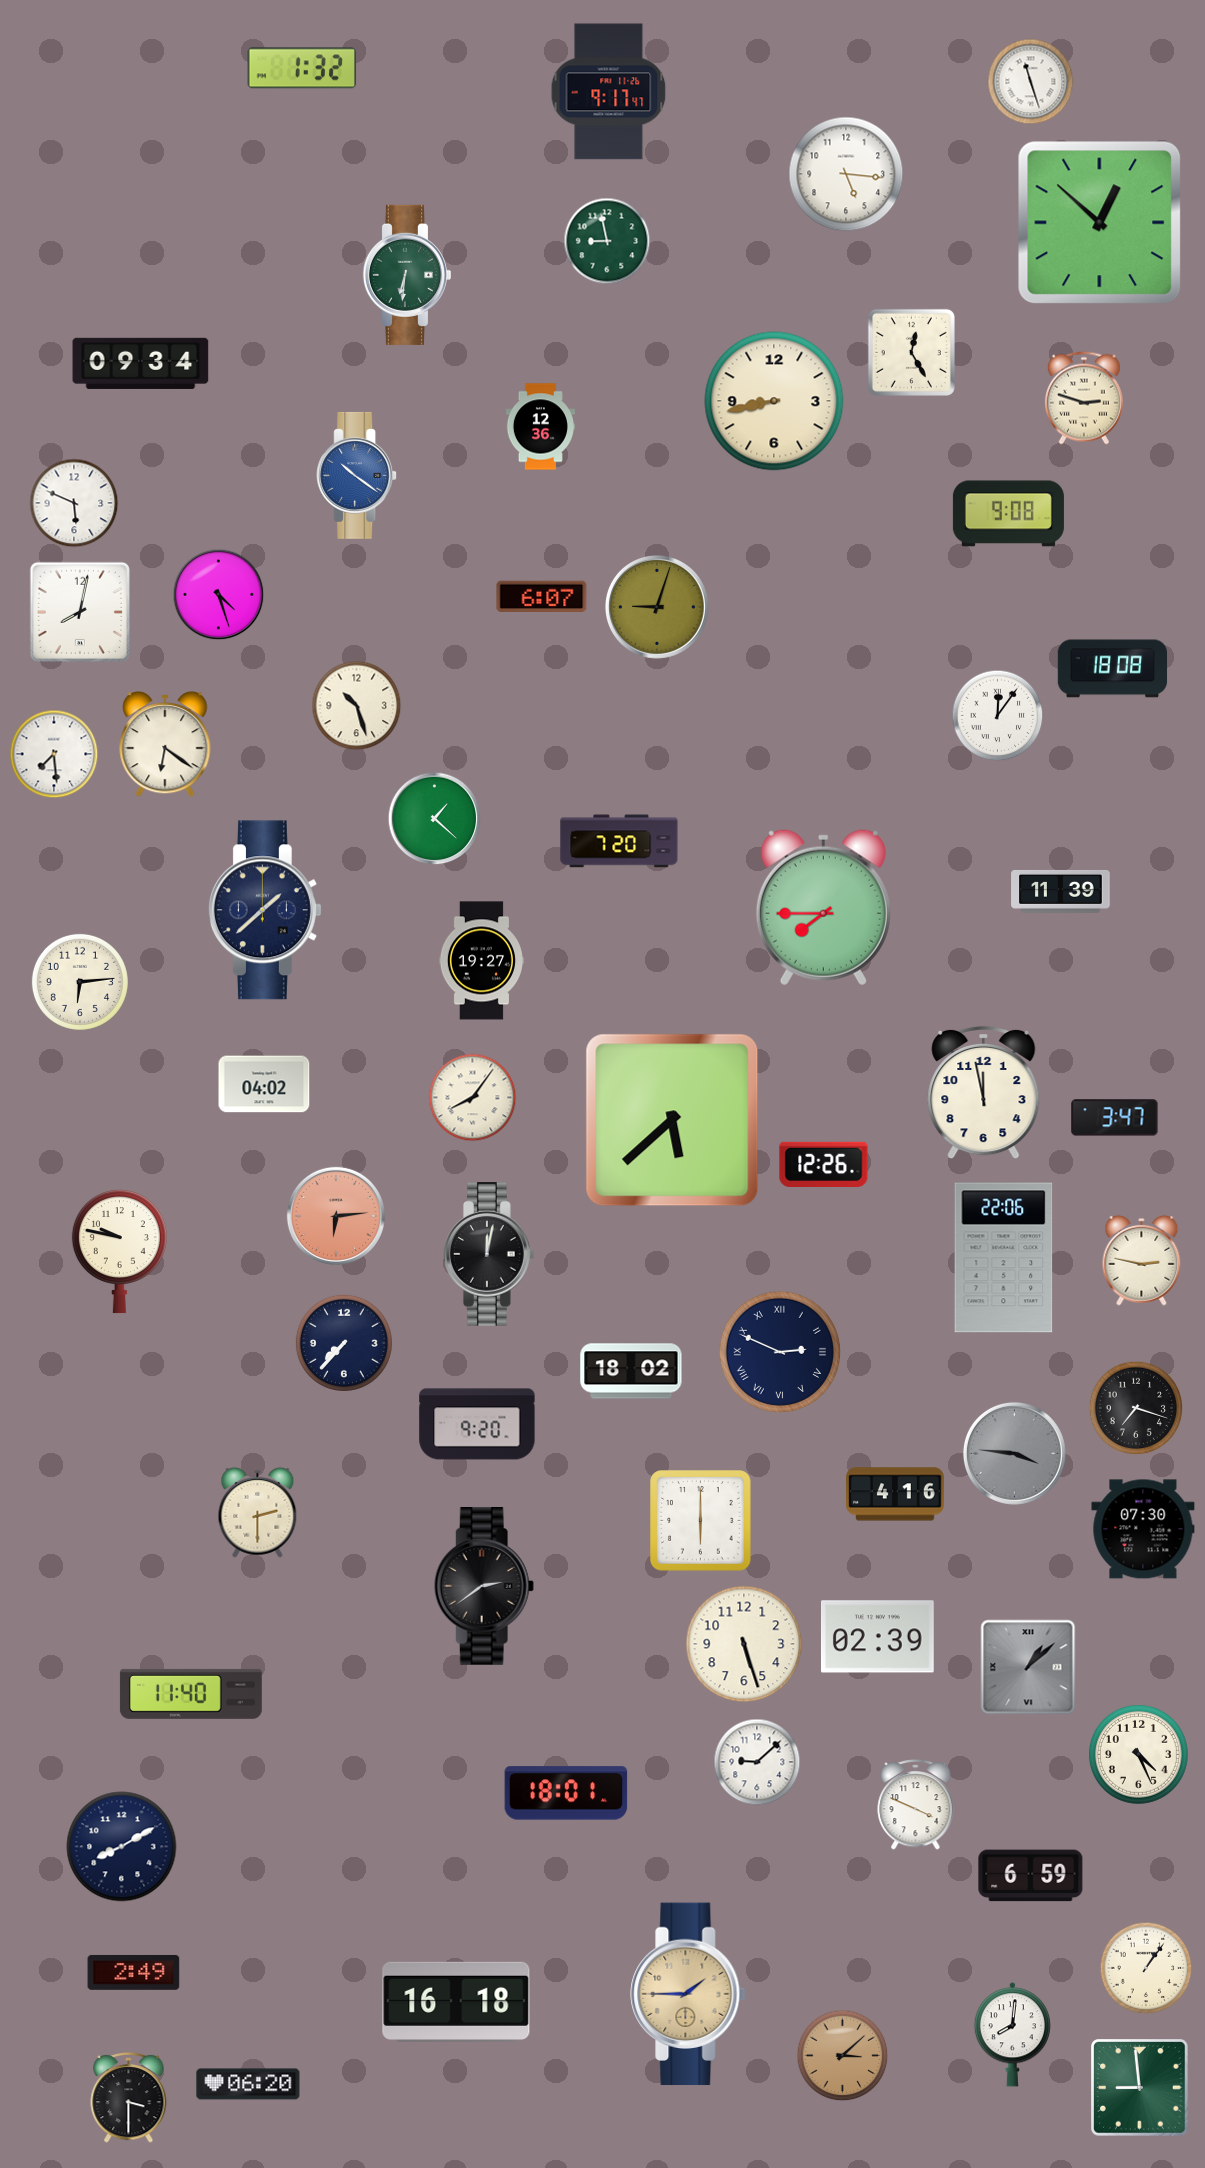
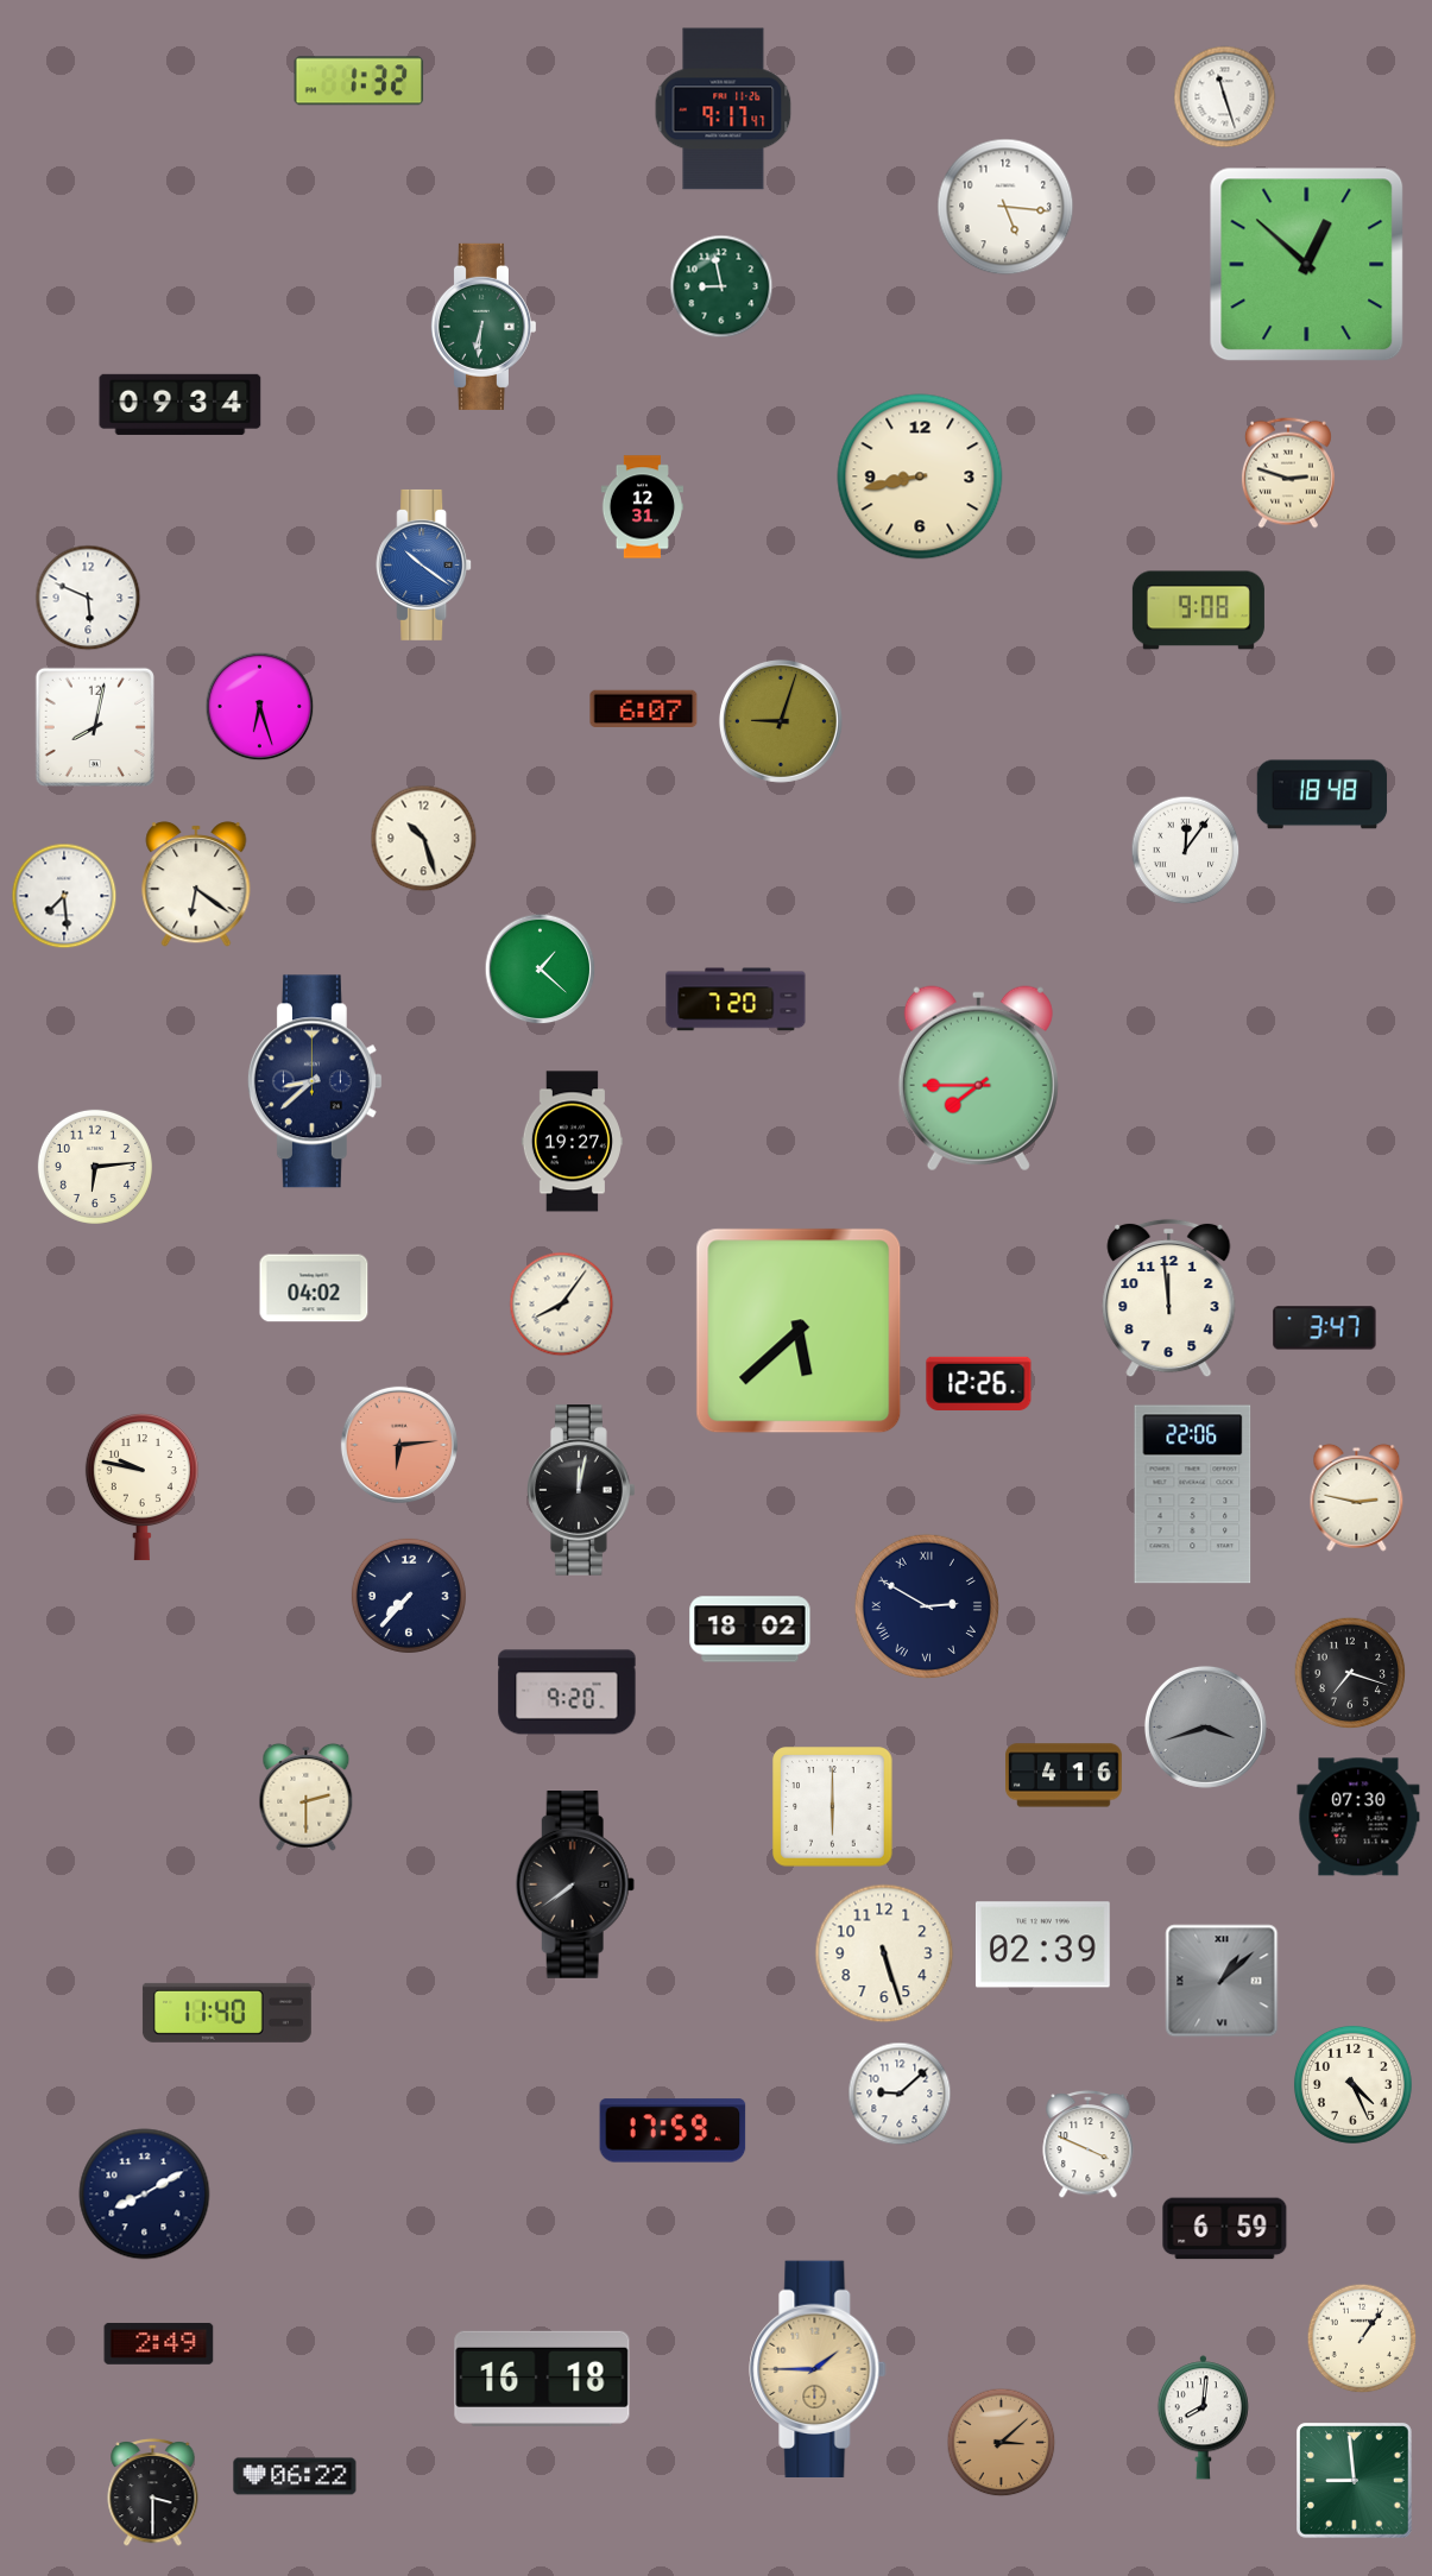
clock at (911, 352): 12:25 -> none
clock at (141, 363) position: (141, 363) -> (181, 404)
clock at (540, 427): 12:36 -> 12:31
clock at (219, 595): 4:27 -> 6:27
clock at (1113, 669): 18:08 -> 18:48
clock at (435, 819) position: (435, 819) -> (541, 970)
clock at (1061, 891): 11:39 -> none
clock at (265, 910): 1:38 -> 8:38
clock at (984, 1093): 11:58 -> 11:59
clock at (780, 1352): 2:49 -> 2:50
clock at (1014, 1453): 3:46 -> 3:42
clock at (484, 1587): 2:39 -> 7:39
clock at (566, 1793): 18:01 -> 17:59
clock at (248, 2084): 06:20 -> 06:22
